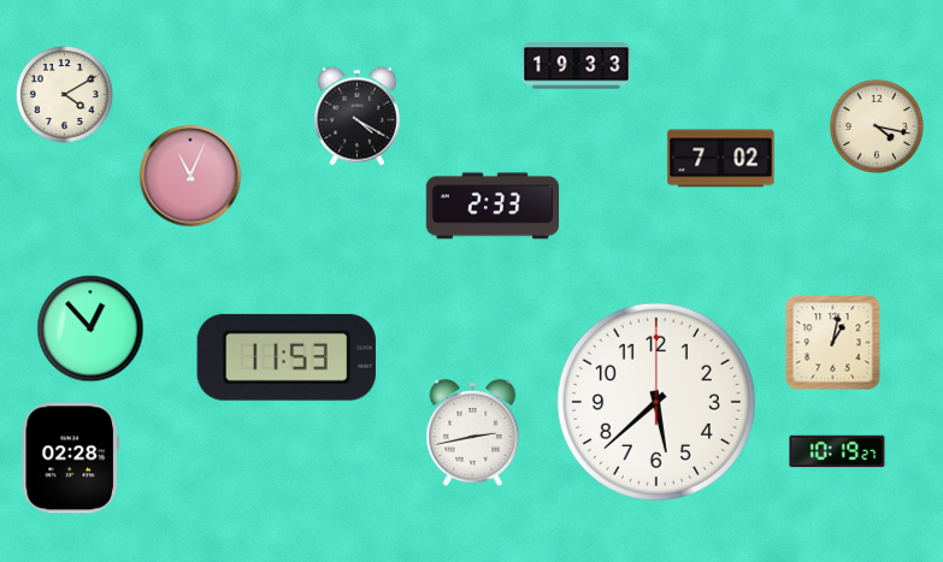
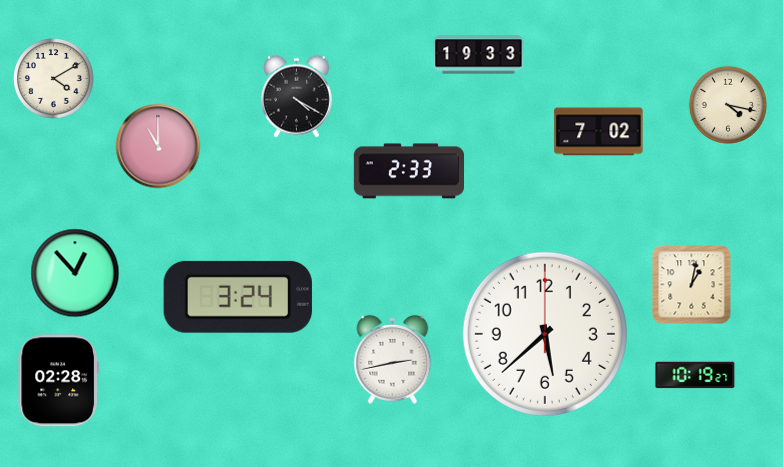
clock at (190, 176): 11:04 -> 11:00
clock at (287, 357): 11:53 -> 3:24
